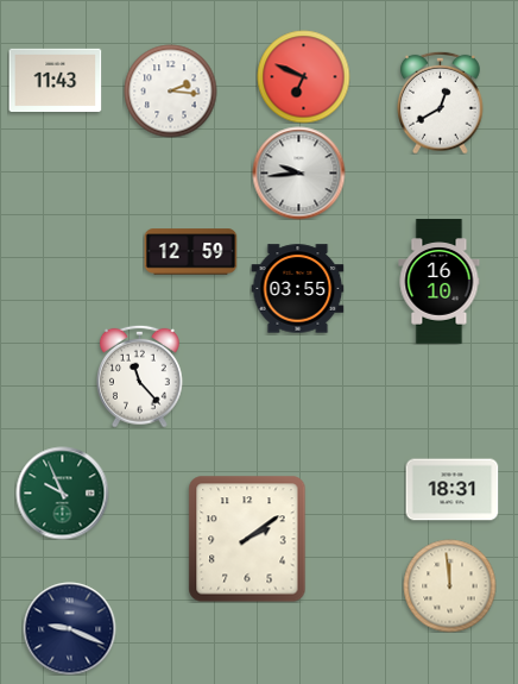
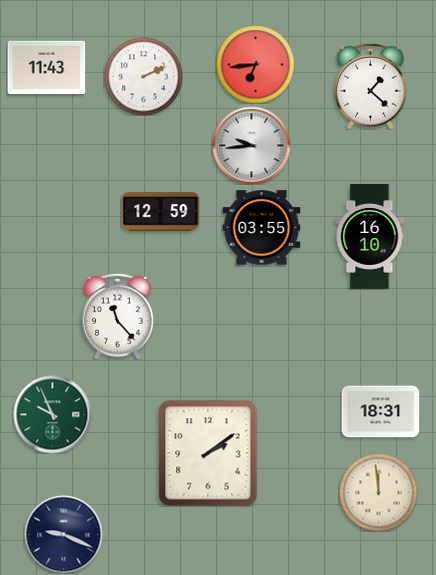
clock at (303, 76): 6:49 -> 6:44
clock at (170, 90): 2:16 -> 2:11
clock at (441, 102): 12:40 -> 1:22
clock at (297, 289) position: (297, 289) -> (261, 228)
clock at (69, 628) position: (69, 628) -> (63, 534)
